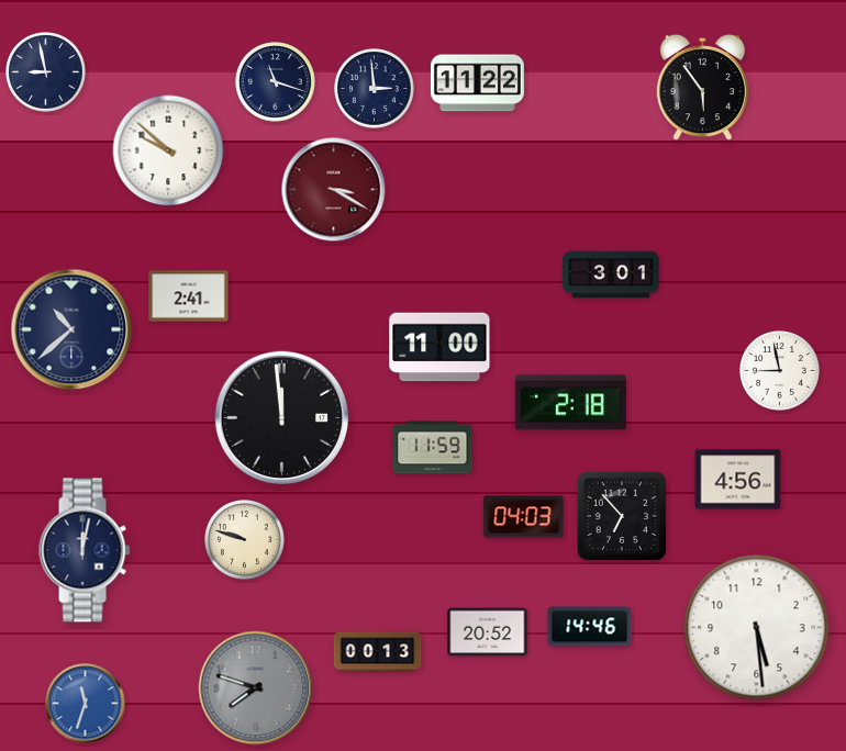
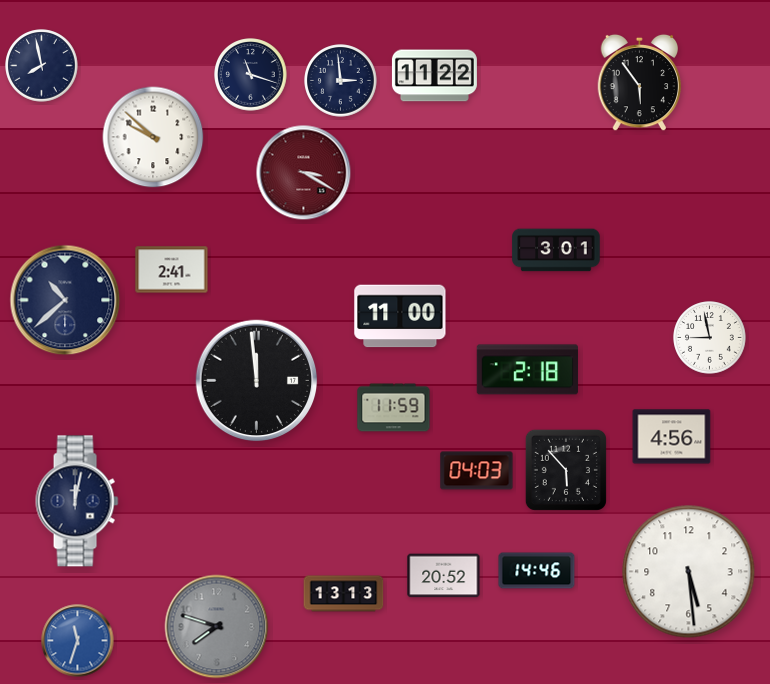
clock at (46, 72): 8:58 -> 7:58
clock at (703, 88) position: (703, 88) -> (640, 83)
clock at (570, 403) position: (570, 403) -> (527, 370)
clock at (622, 516): 6:53 -> 5:53
clock at (245, 540): 9:48 -> none
clock at (378, 652): 00:13 -> 13:13
clock at (256, 688) position: (256, 688) -> (217, 627)
